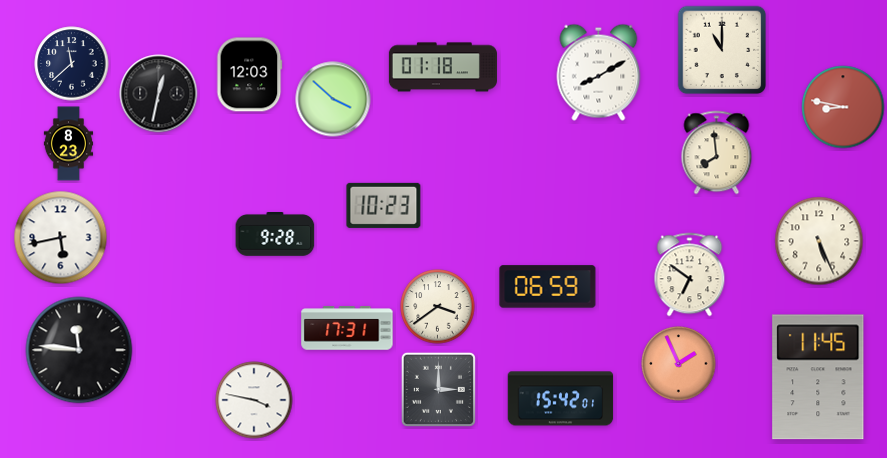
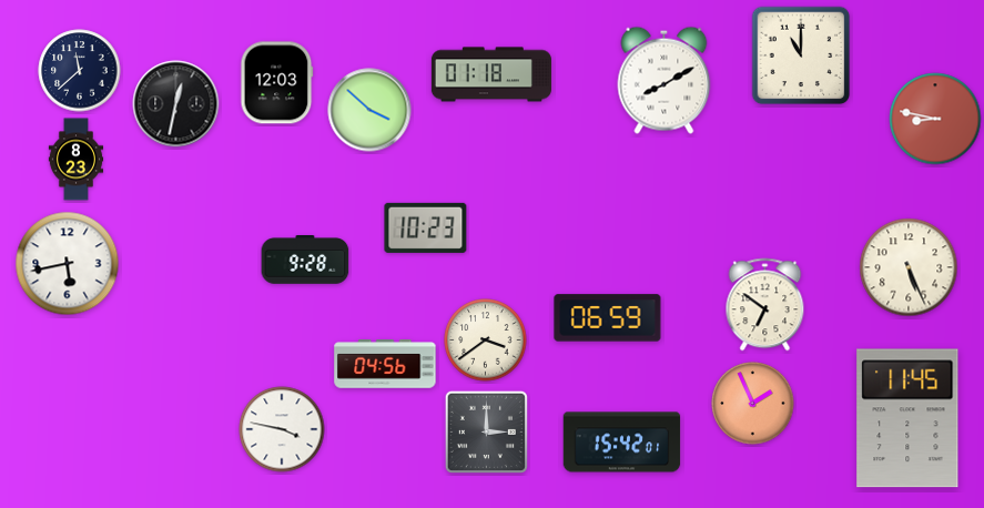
clock at (717, 153): 7:59 -> none
clock at (347, 328): 17:31 -> 04:56
clock at (79, 350): 11:46 -> none
clock at (254, 400) position: (254, 400) -> (282, 429)
